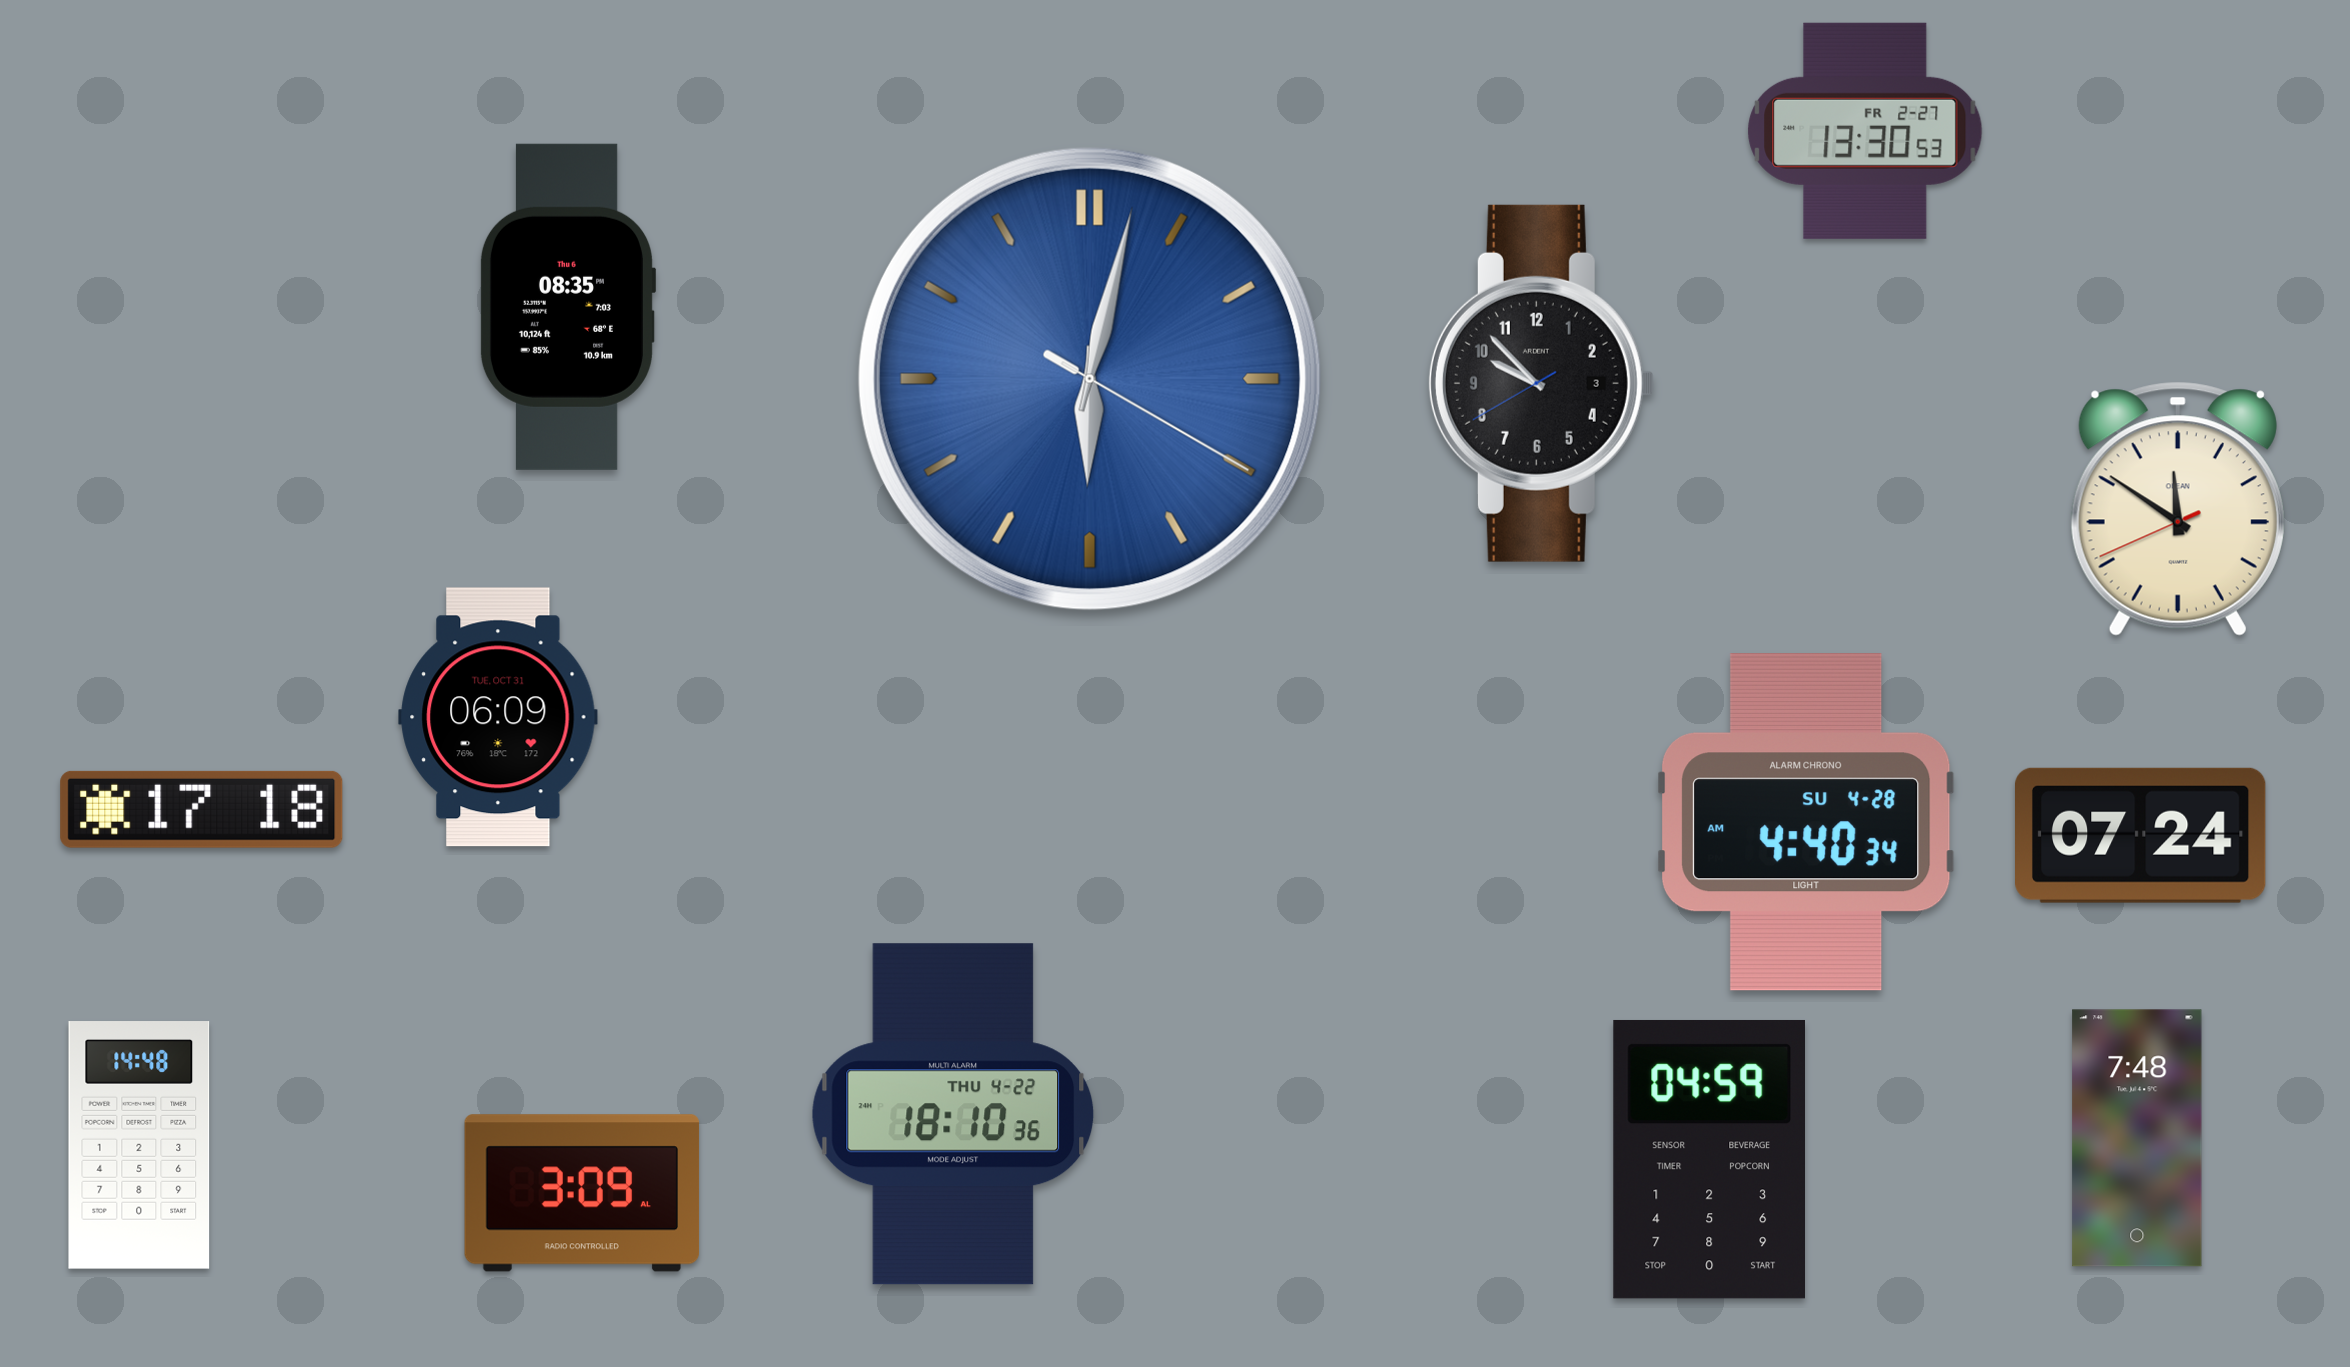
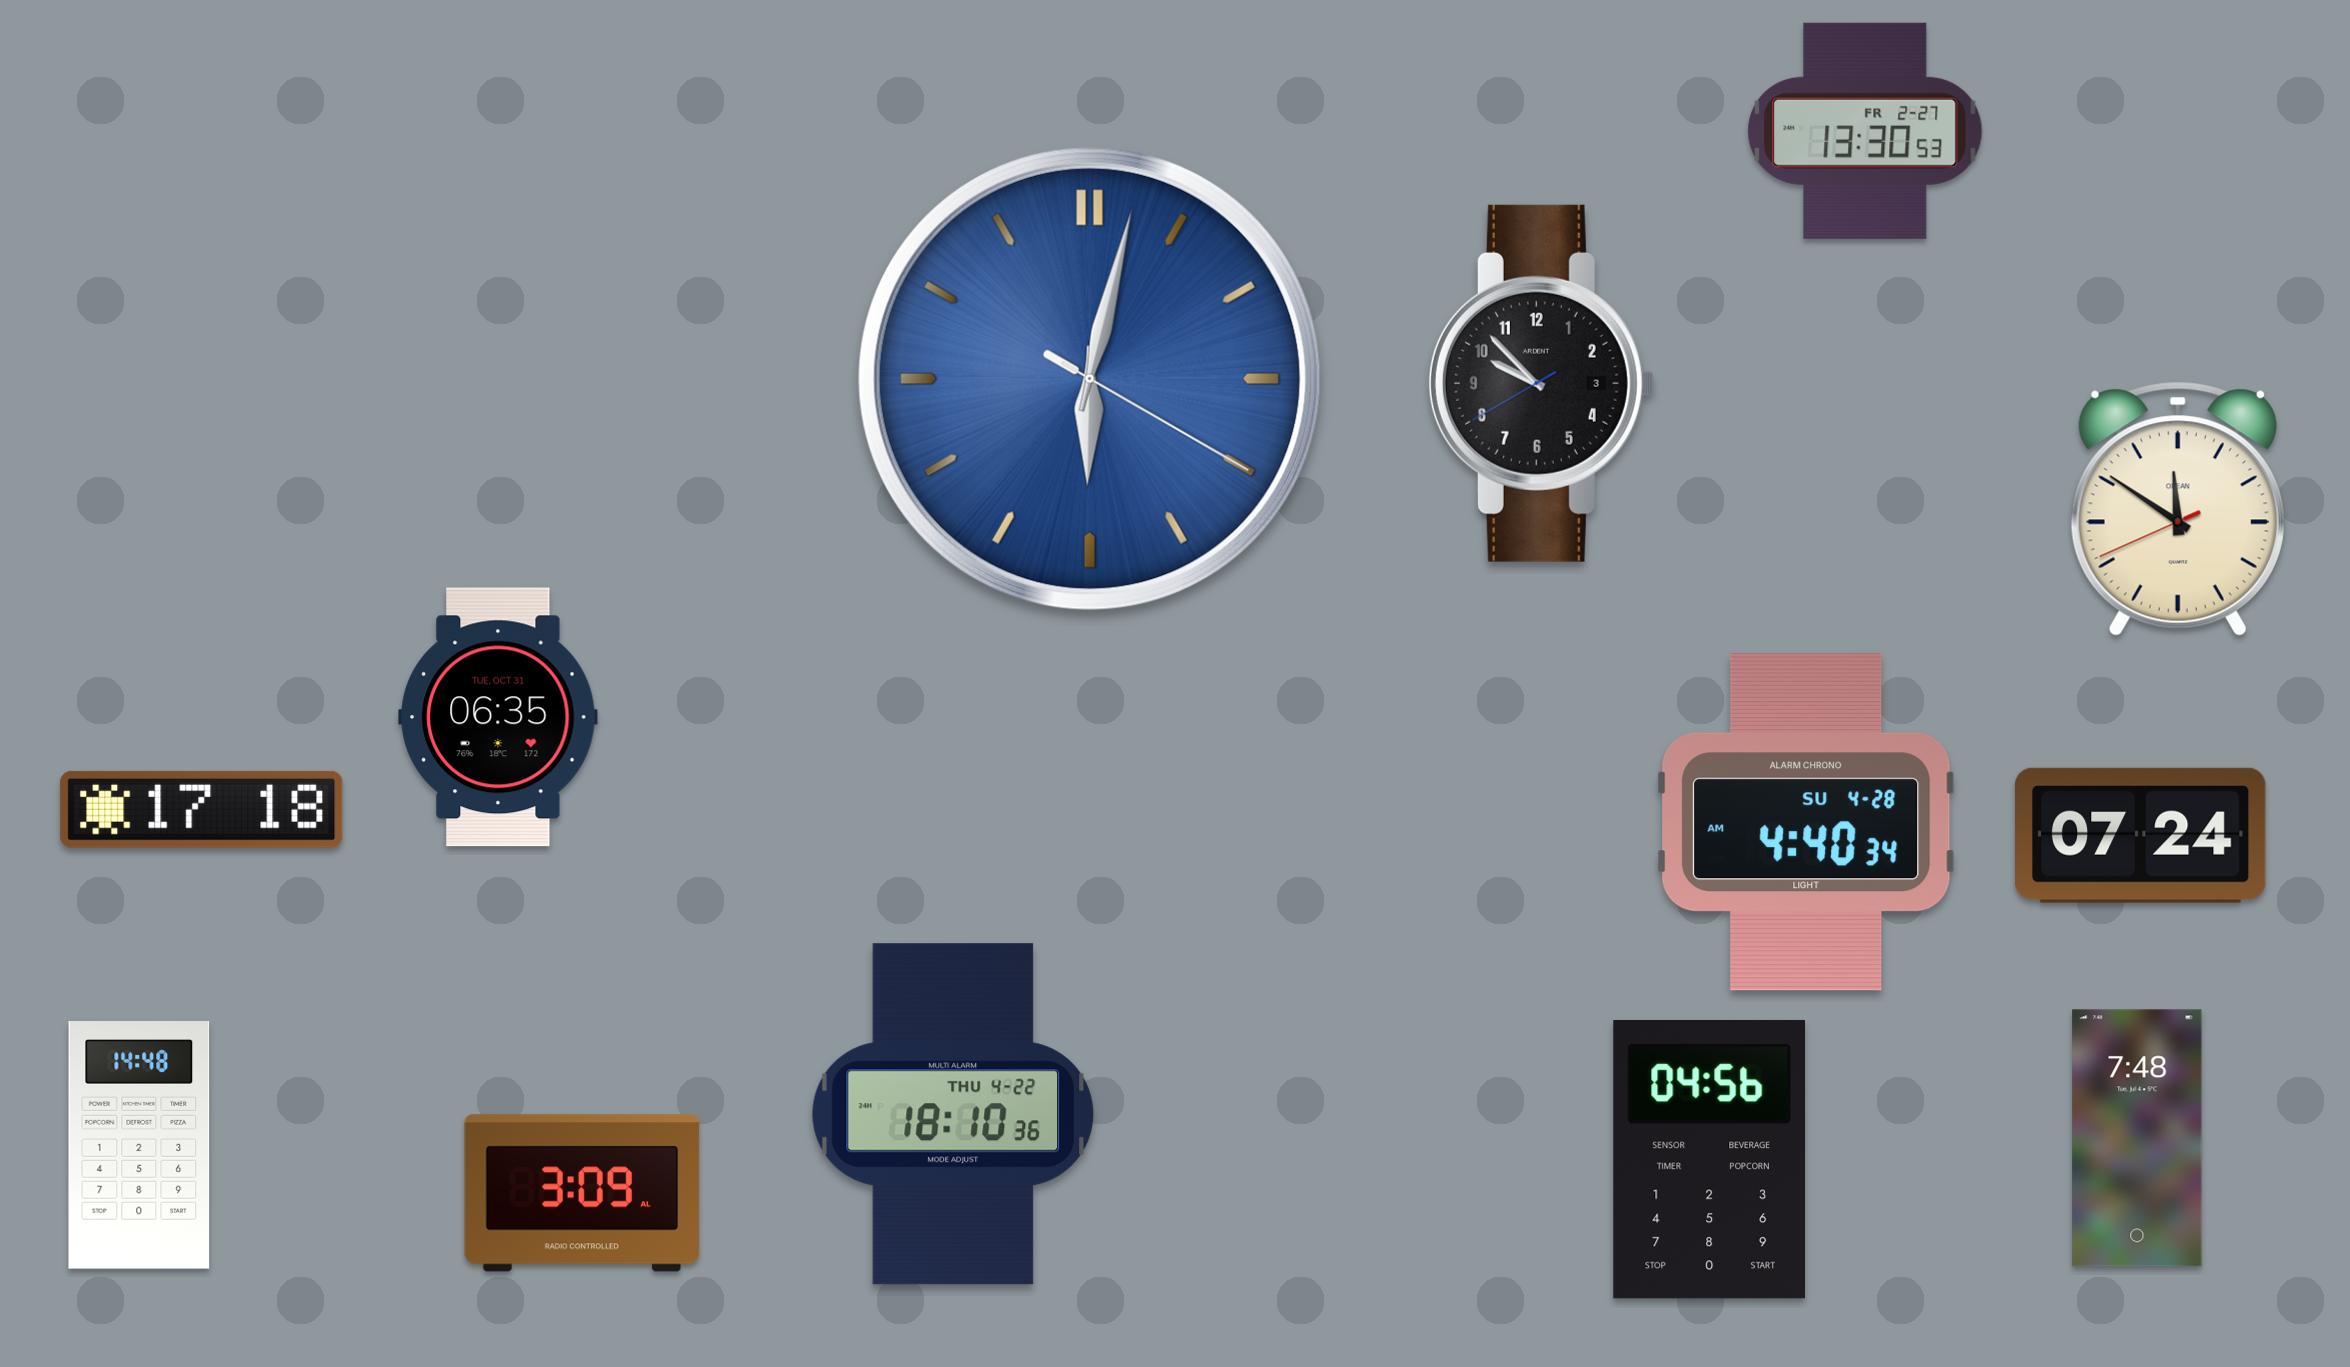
clock at (568, 307): 08:35 -> none
clock at (498, 717): 06:09 -> 06:35
clock at (1709, 1159): 04:59 -> 04:56
